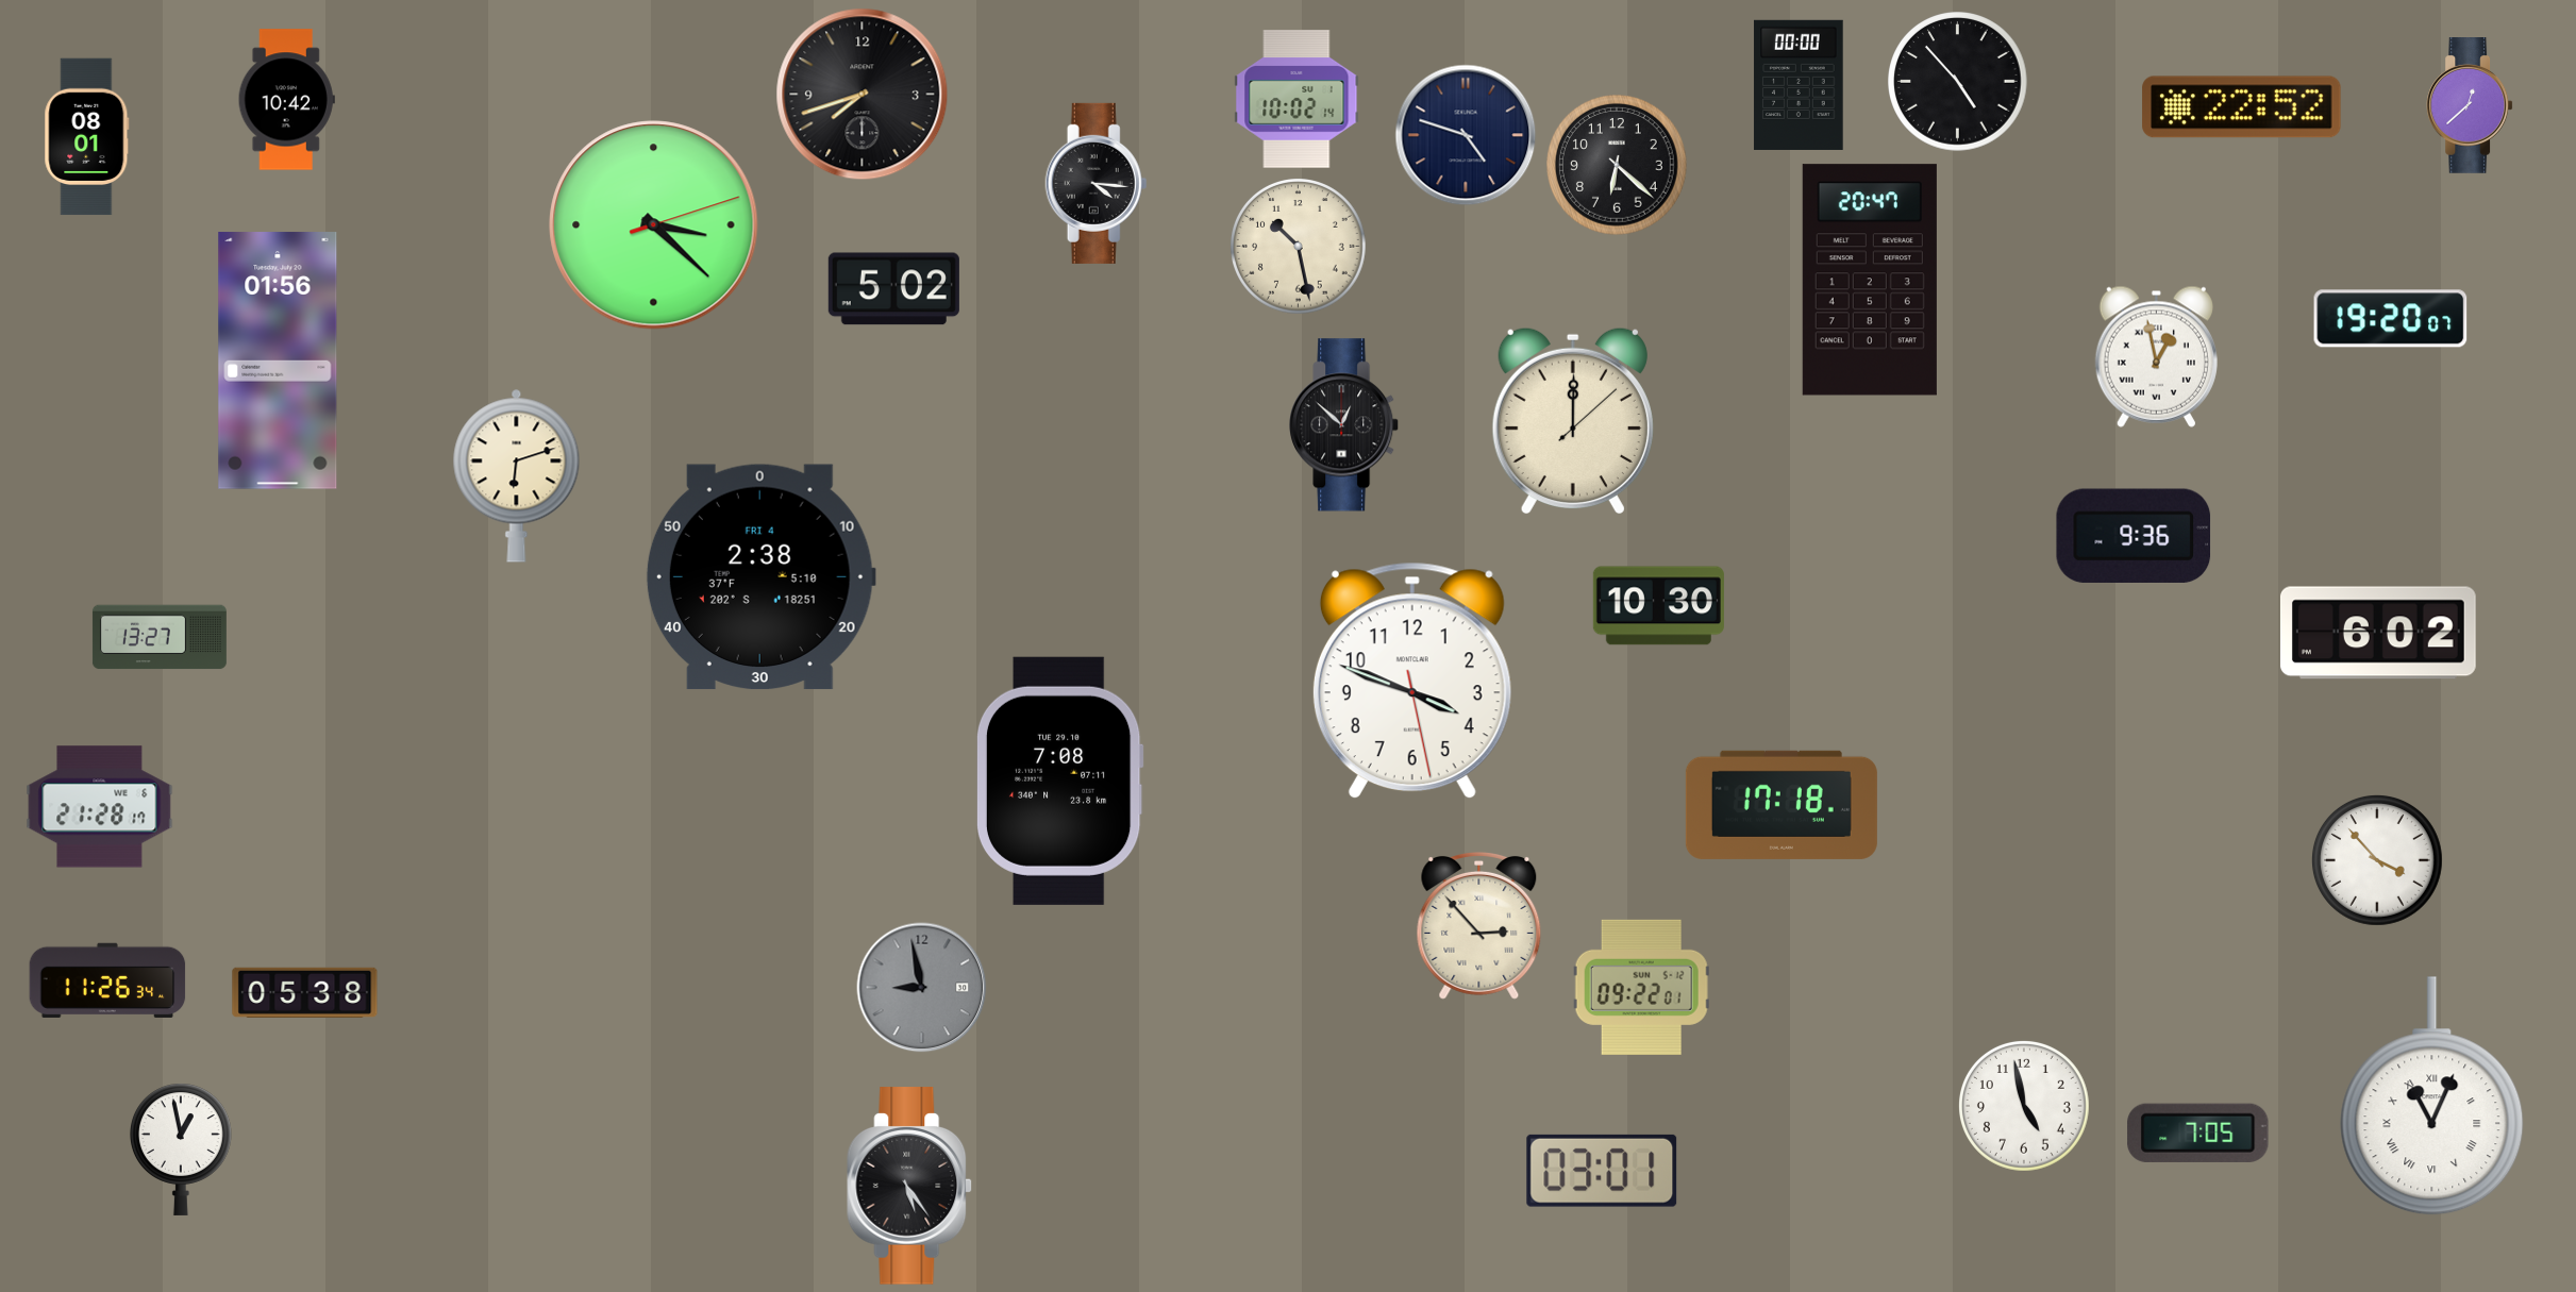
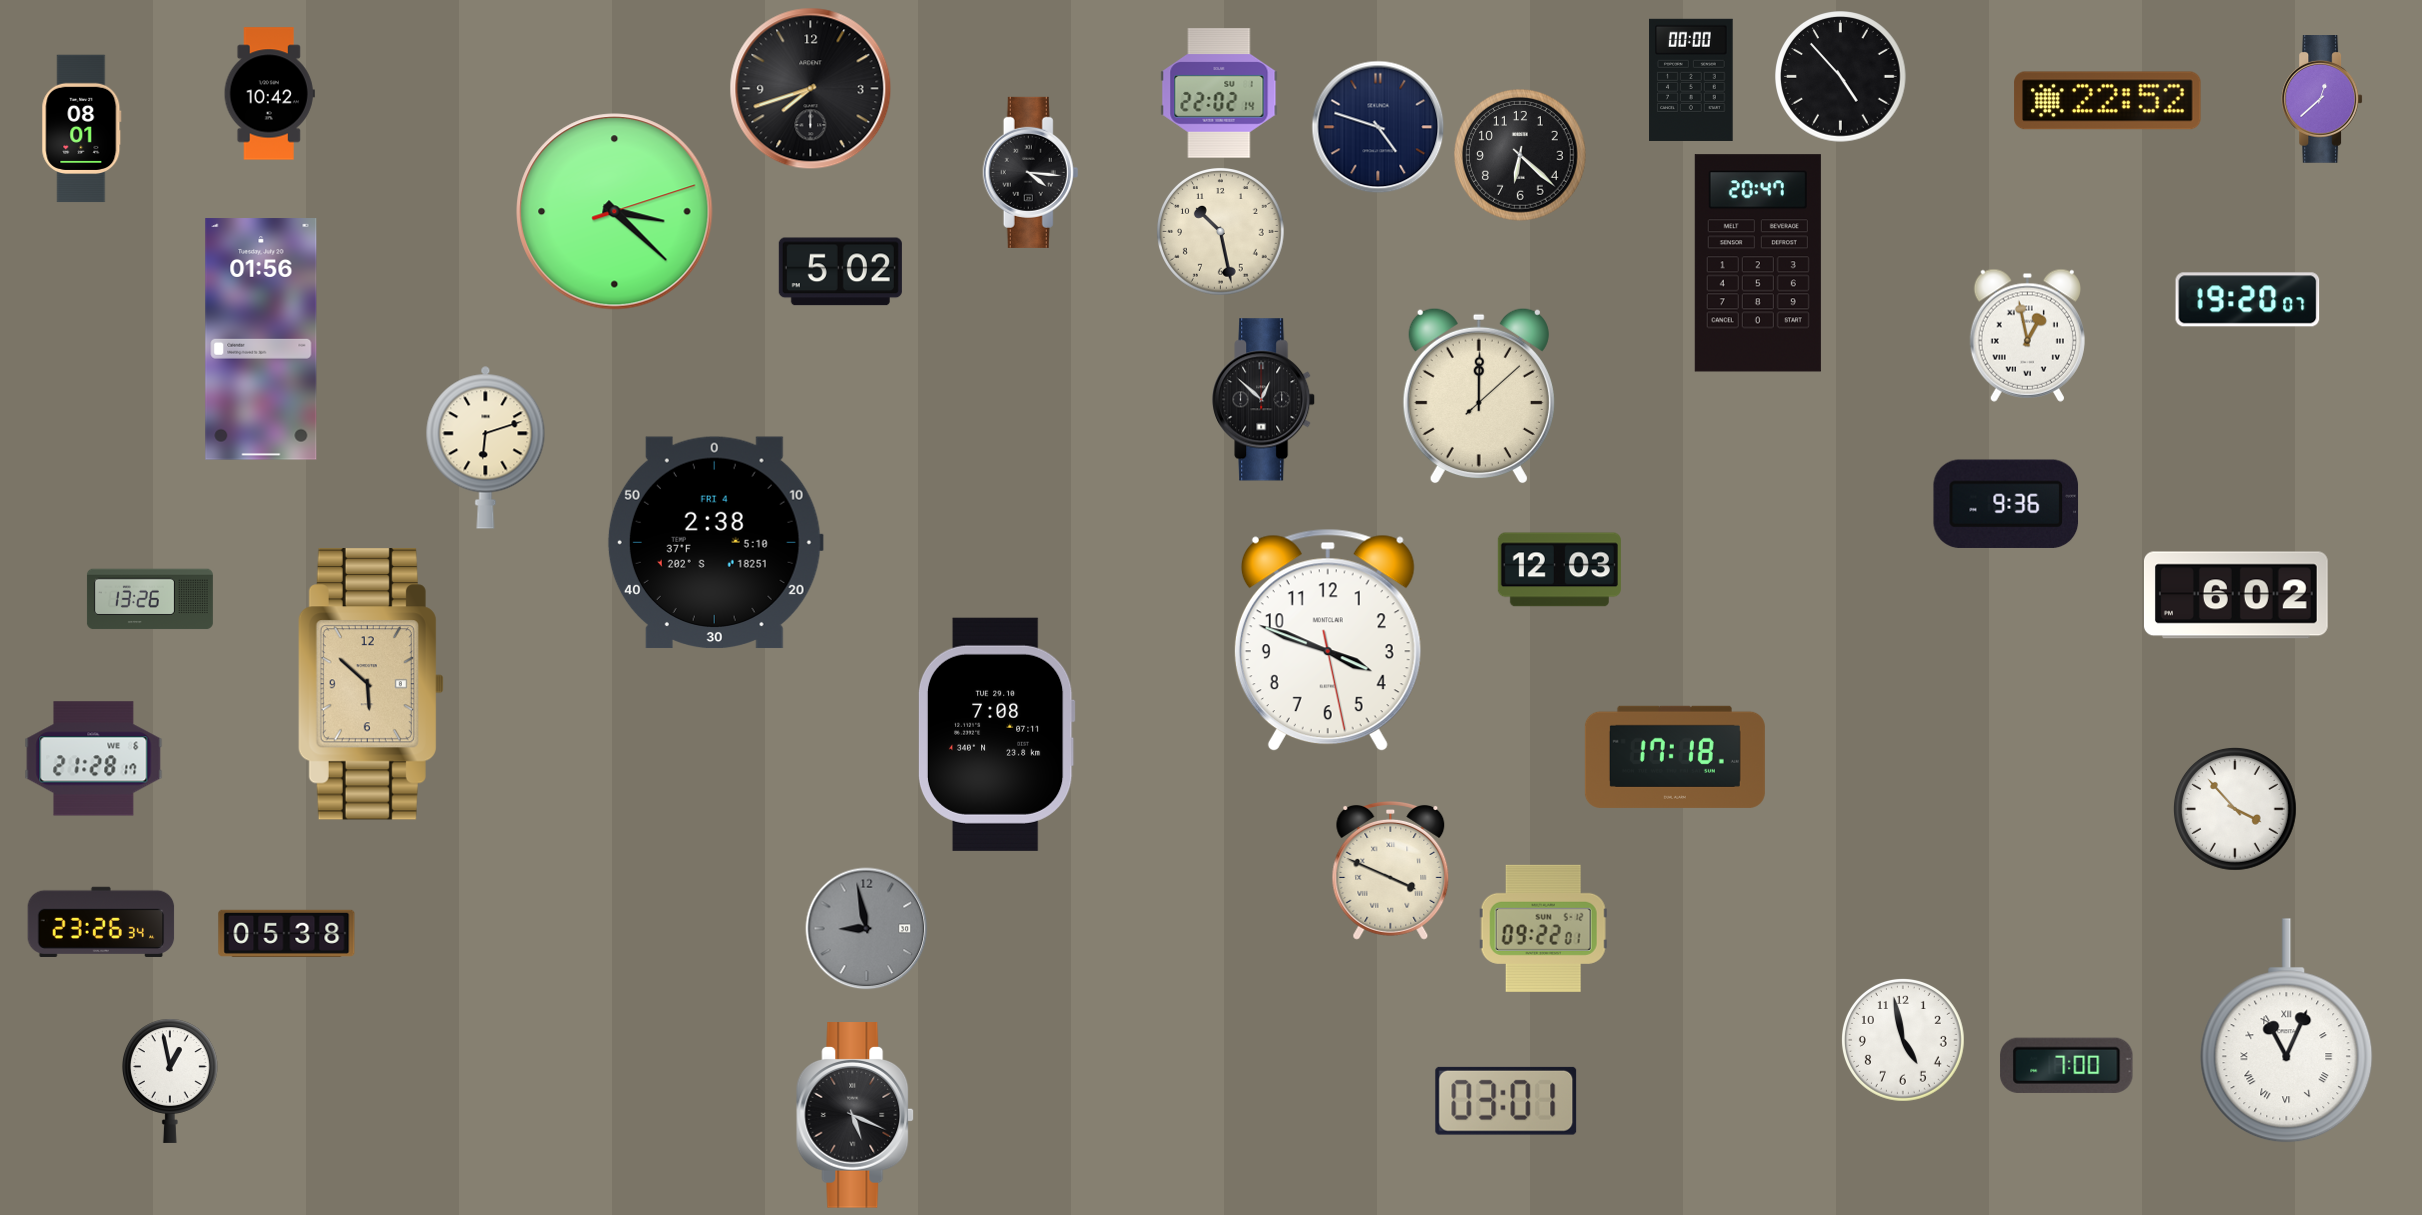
clock at (1297, 99): 10:02 -> 22:02
clock at (1658, 606): 10:30 -> 12:03
clock at (160, 637): 13:27 -> 13:26
clock at (371, 684): none -> 5:52
clock at (1479, 925): 2:53 -> 3:49
clock at (107, 980): 11:26 -> 23:26
clock at (2198, 1132): 7:05 -> 7:00
clock at (910, 1186): 5:24 -> 5:19
